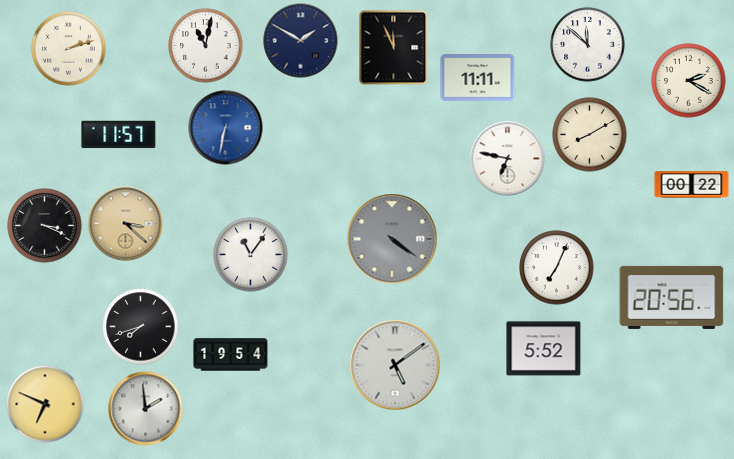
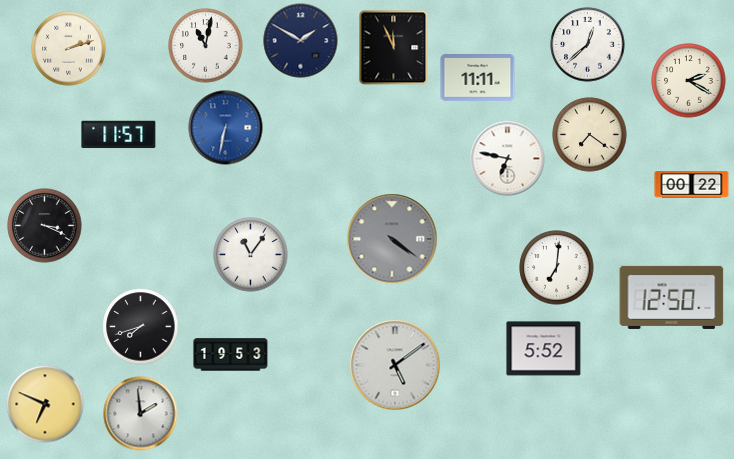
clock at (588, 45): 11:52 -> 12:38
clock at (590, 135): 8:10 -> 7:21
clock at (126, 224): 3:22 -> none
clock at (557, 268): 7:04 -> 7:01
clock at (672, 297): 20:56 -> 12:50
clock at (231, 355): 19:54 -> 19:53
clock at (146, 409) position: (146, 409) -> (141, 414)
